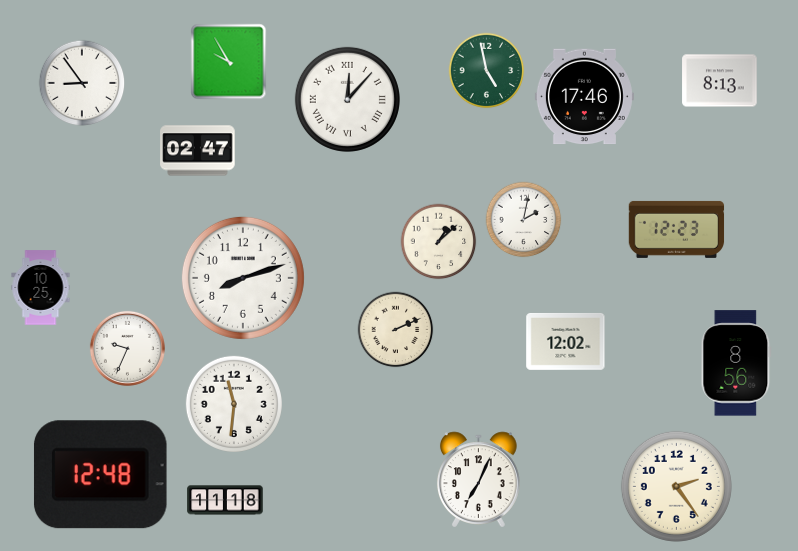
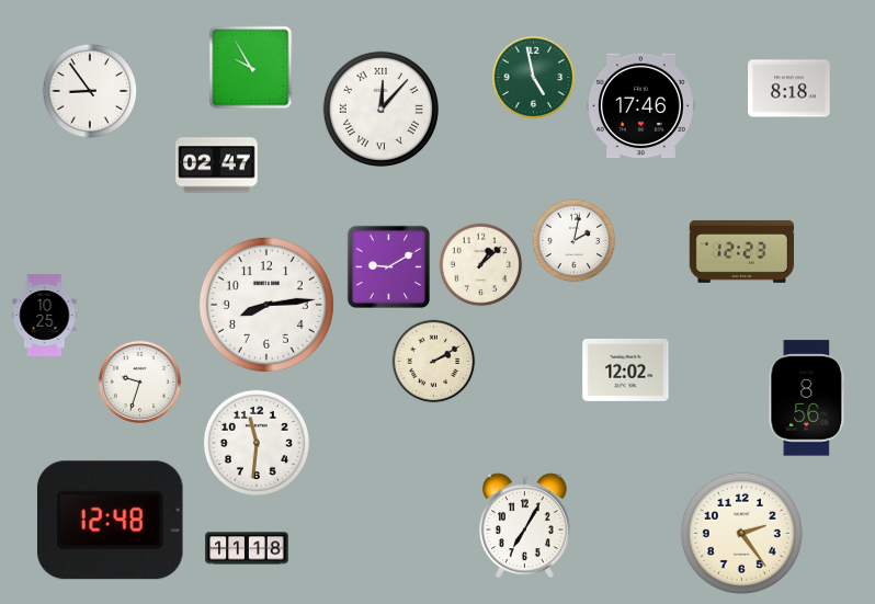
clock at (720, 81): 8:13 -> 8:18
clock at (388, 266): none -> 9:10
clock at (243, 278): 8:12 -> 8:14
clock at (396, 330): 2:11 -> 2:10
clock at (566, 341) position: (566, 341) -> (626, 369)
clock at (127, 348): 9:34 -> 9:33
clock at (478, 480): 7:04 -> 7:05
